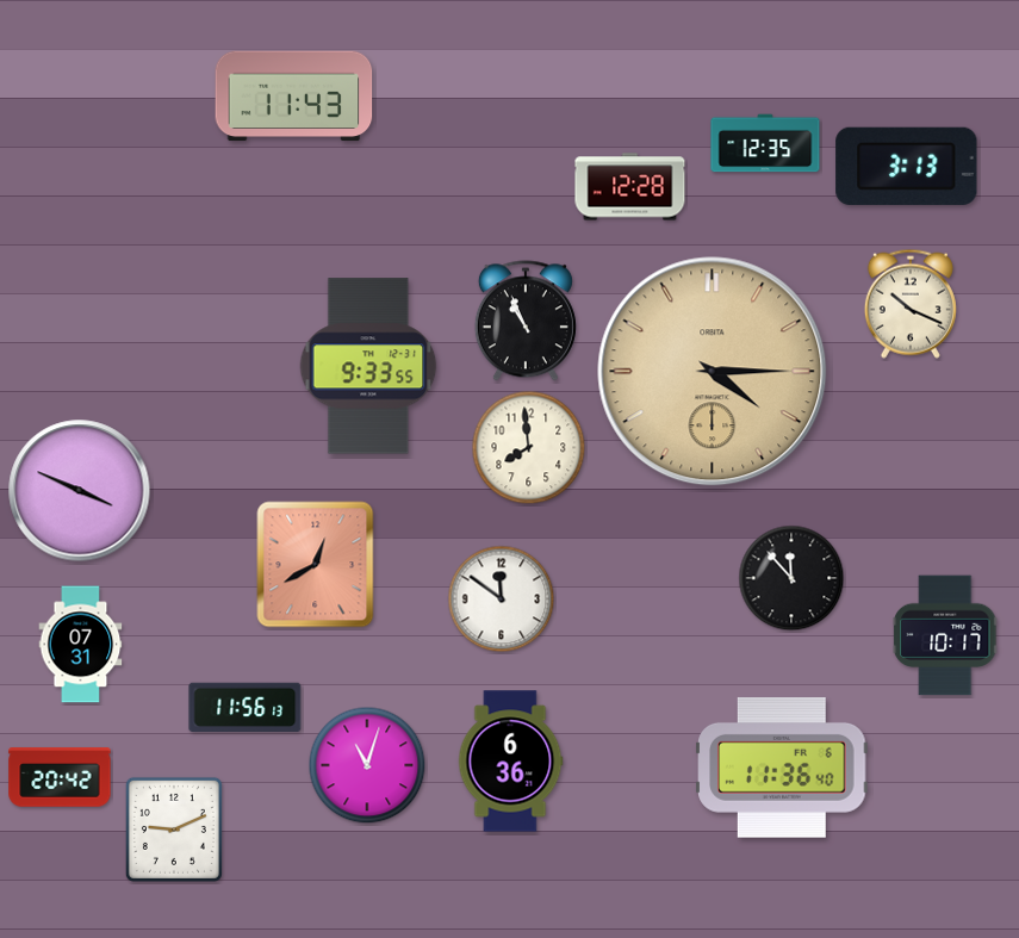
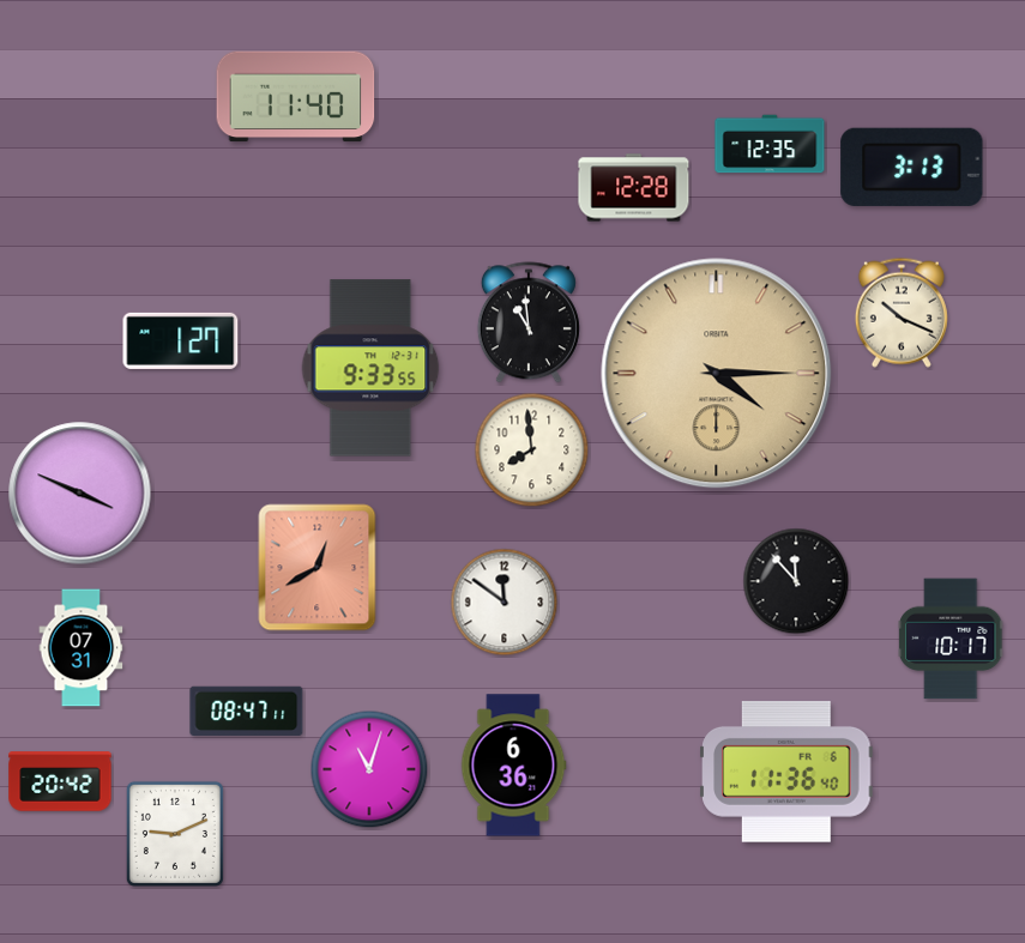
clock at (294, 97): 11:43 -> 11:40
clock at (911, 304) position: (911, 304) -> (902, 313)
clock at (526, 321): 10:56 -> 10:59
clock at (181, 340): none -> 1:27
clock at (246, 707): 11:56 -> 08:47
